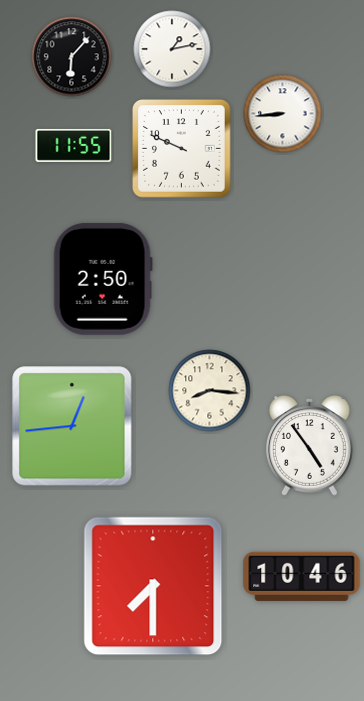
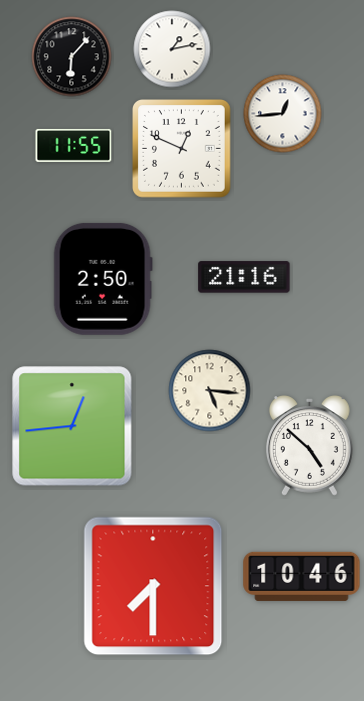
clock at (283, 114): 8:44 -> 12:44
clock at (182, 149): 9:49 -> 12:49
clock at (244, 277): none -> 21:16
clock at (210, 391): 8:16 -> 5:16
clock at (310, 446): 4:54 -> 4:52
